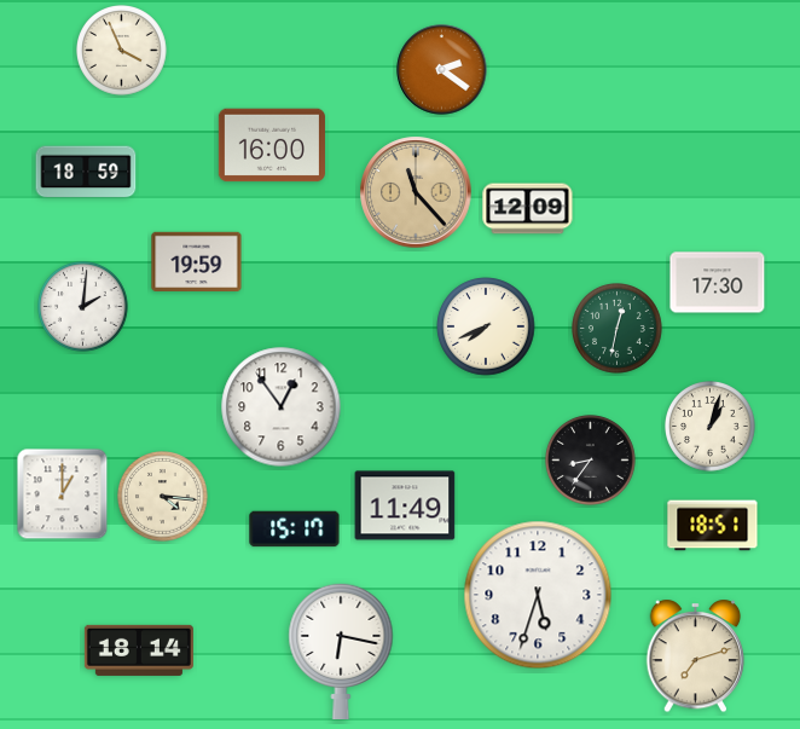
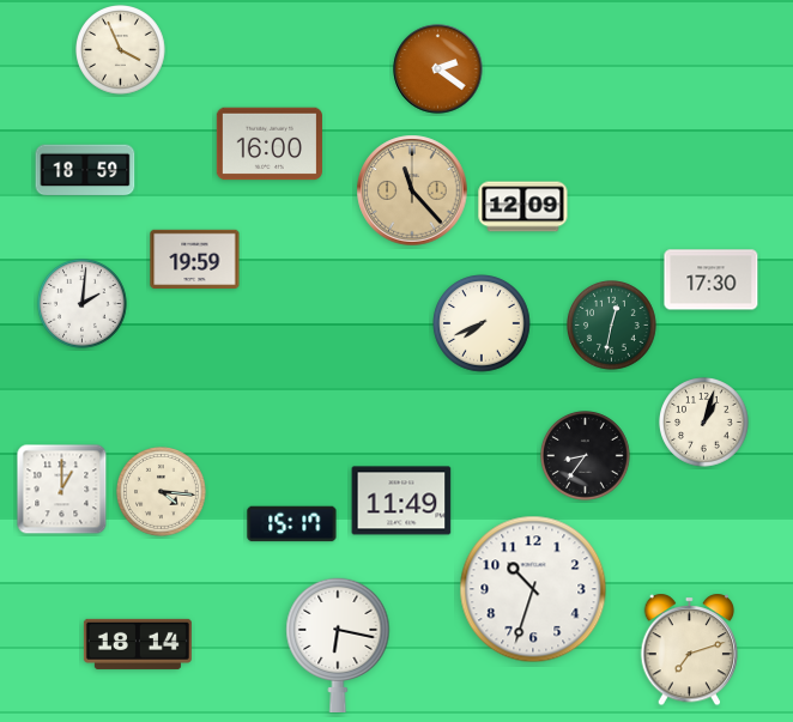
clock at (282, 407): 12:54 -> none
clock at (713, 526): 18:51 -> none
clock at (538, 595): 5:33 -> 10:33
